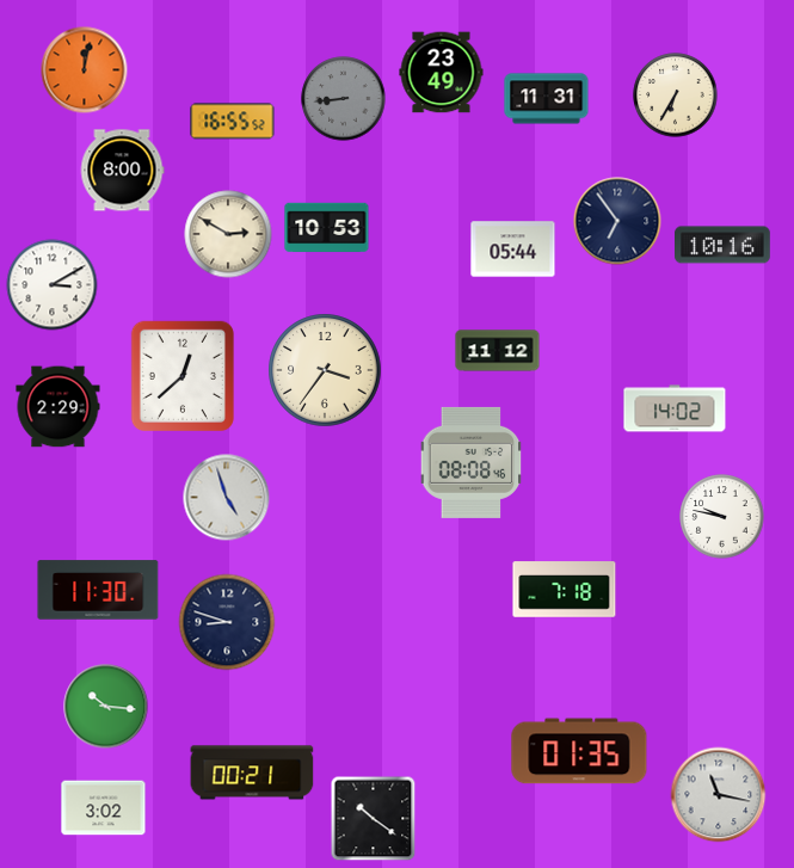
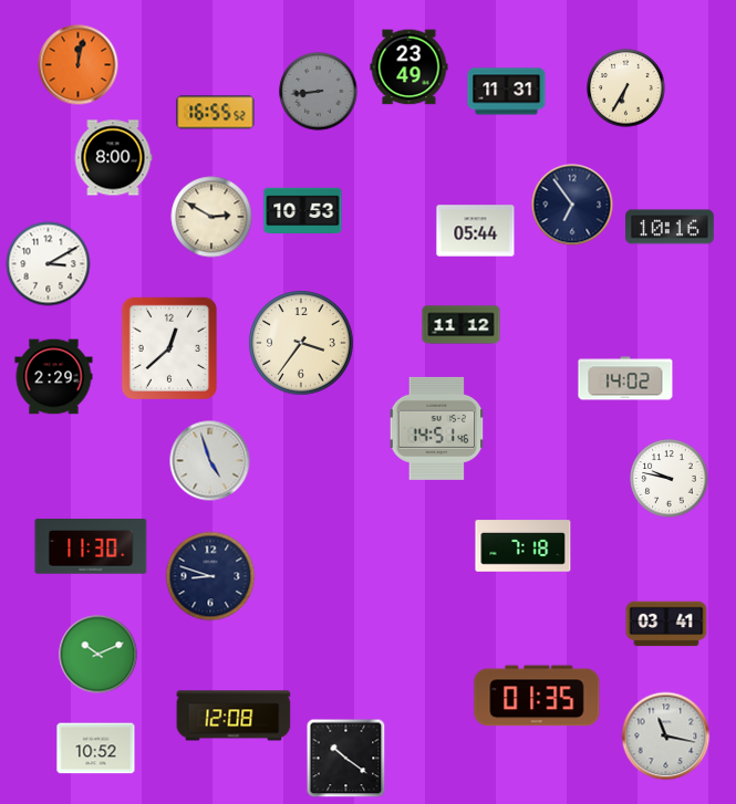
clock at (472, 462): 08:08 -> 14:51
clock at (666, 624): none -> 03:41
clock at (106, 707): 10:16 -> 10:11
clock at (252, 772): 00:21 -> 12:08
clock at (104, 808): 3:02 -> 10:52
